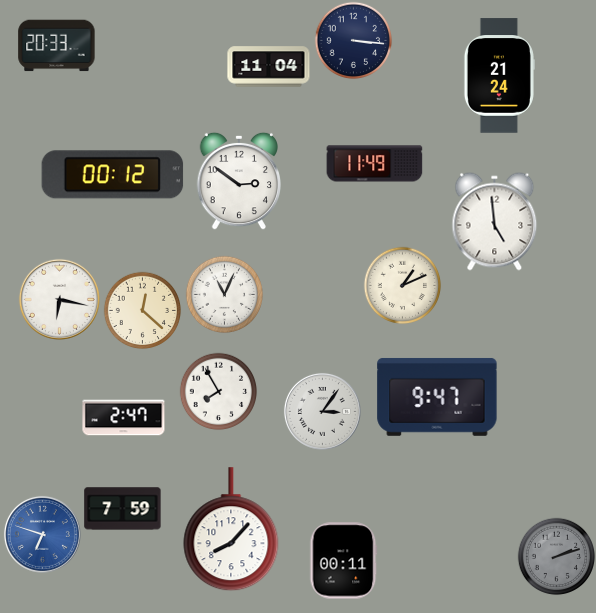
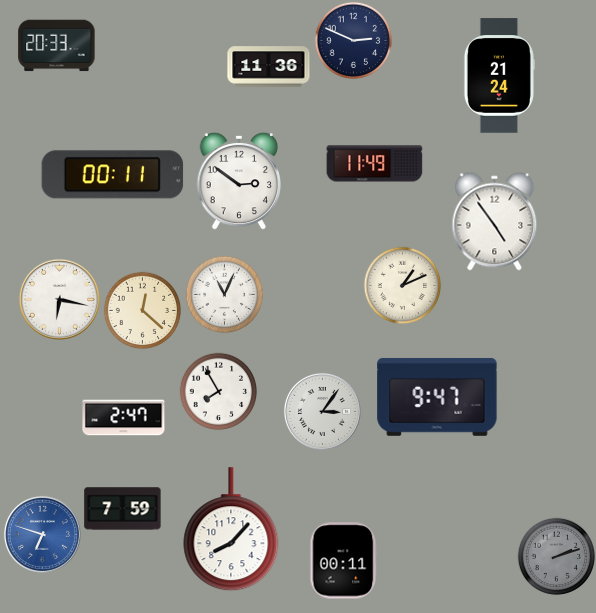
clock at (353, 40): 3:16 -> 2:49
clock at (269, 67): 11:04 -> 11:36
clock at (113, 175): 00:12 -> 00:11
clock at (495, 222): 4:59 -> 4:54
